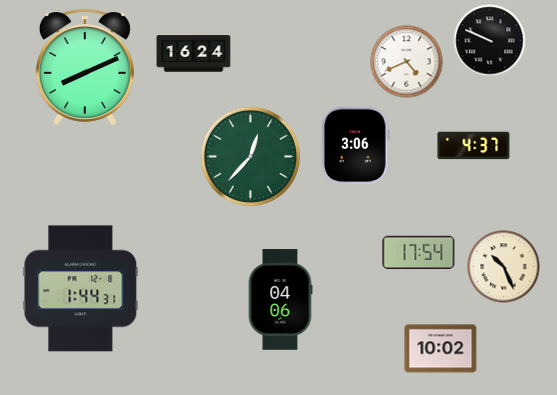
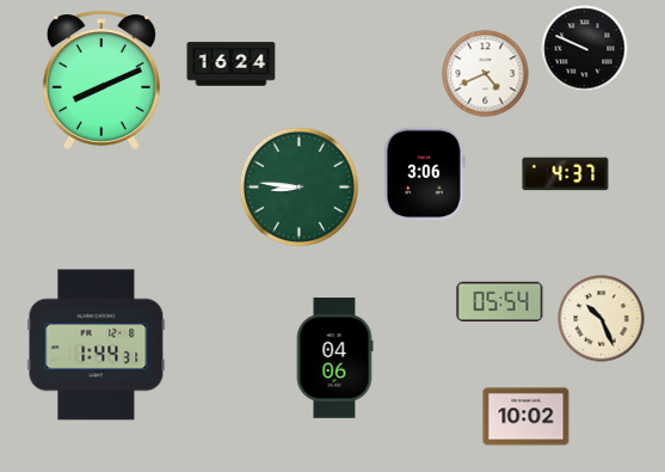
clock at (250, 156): 12:37 -> 8:46
clock at (419, 253): 17:54 -> 05:54
